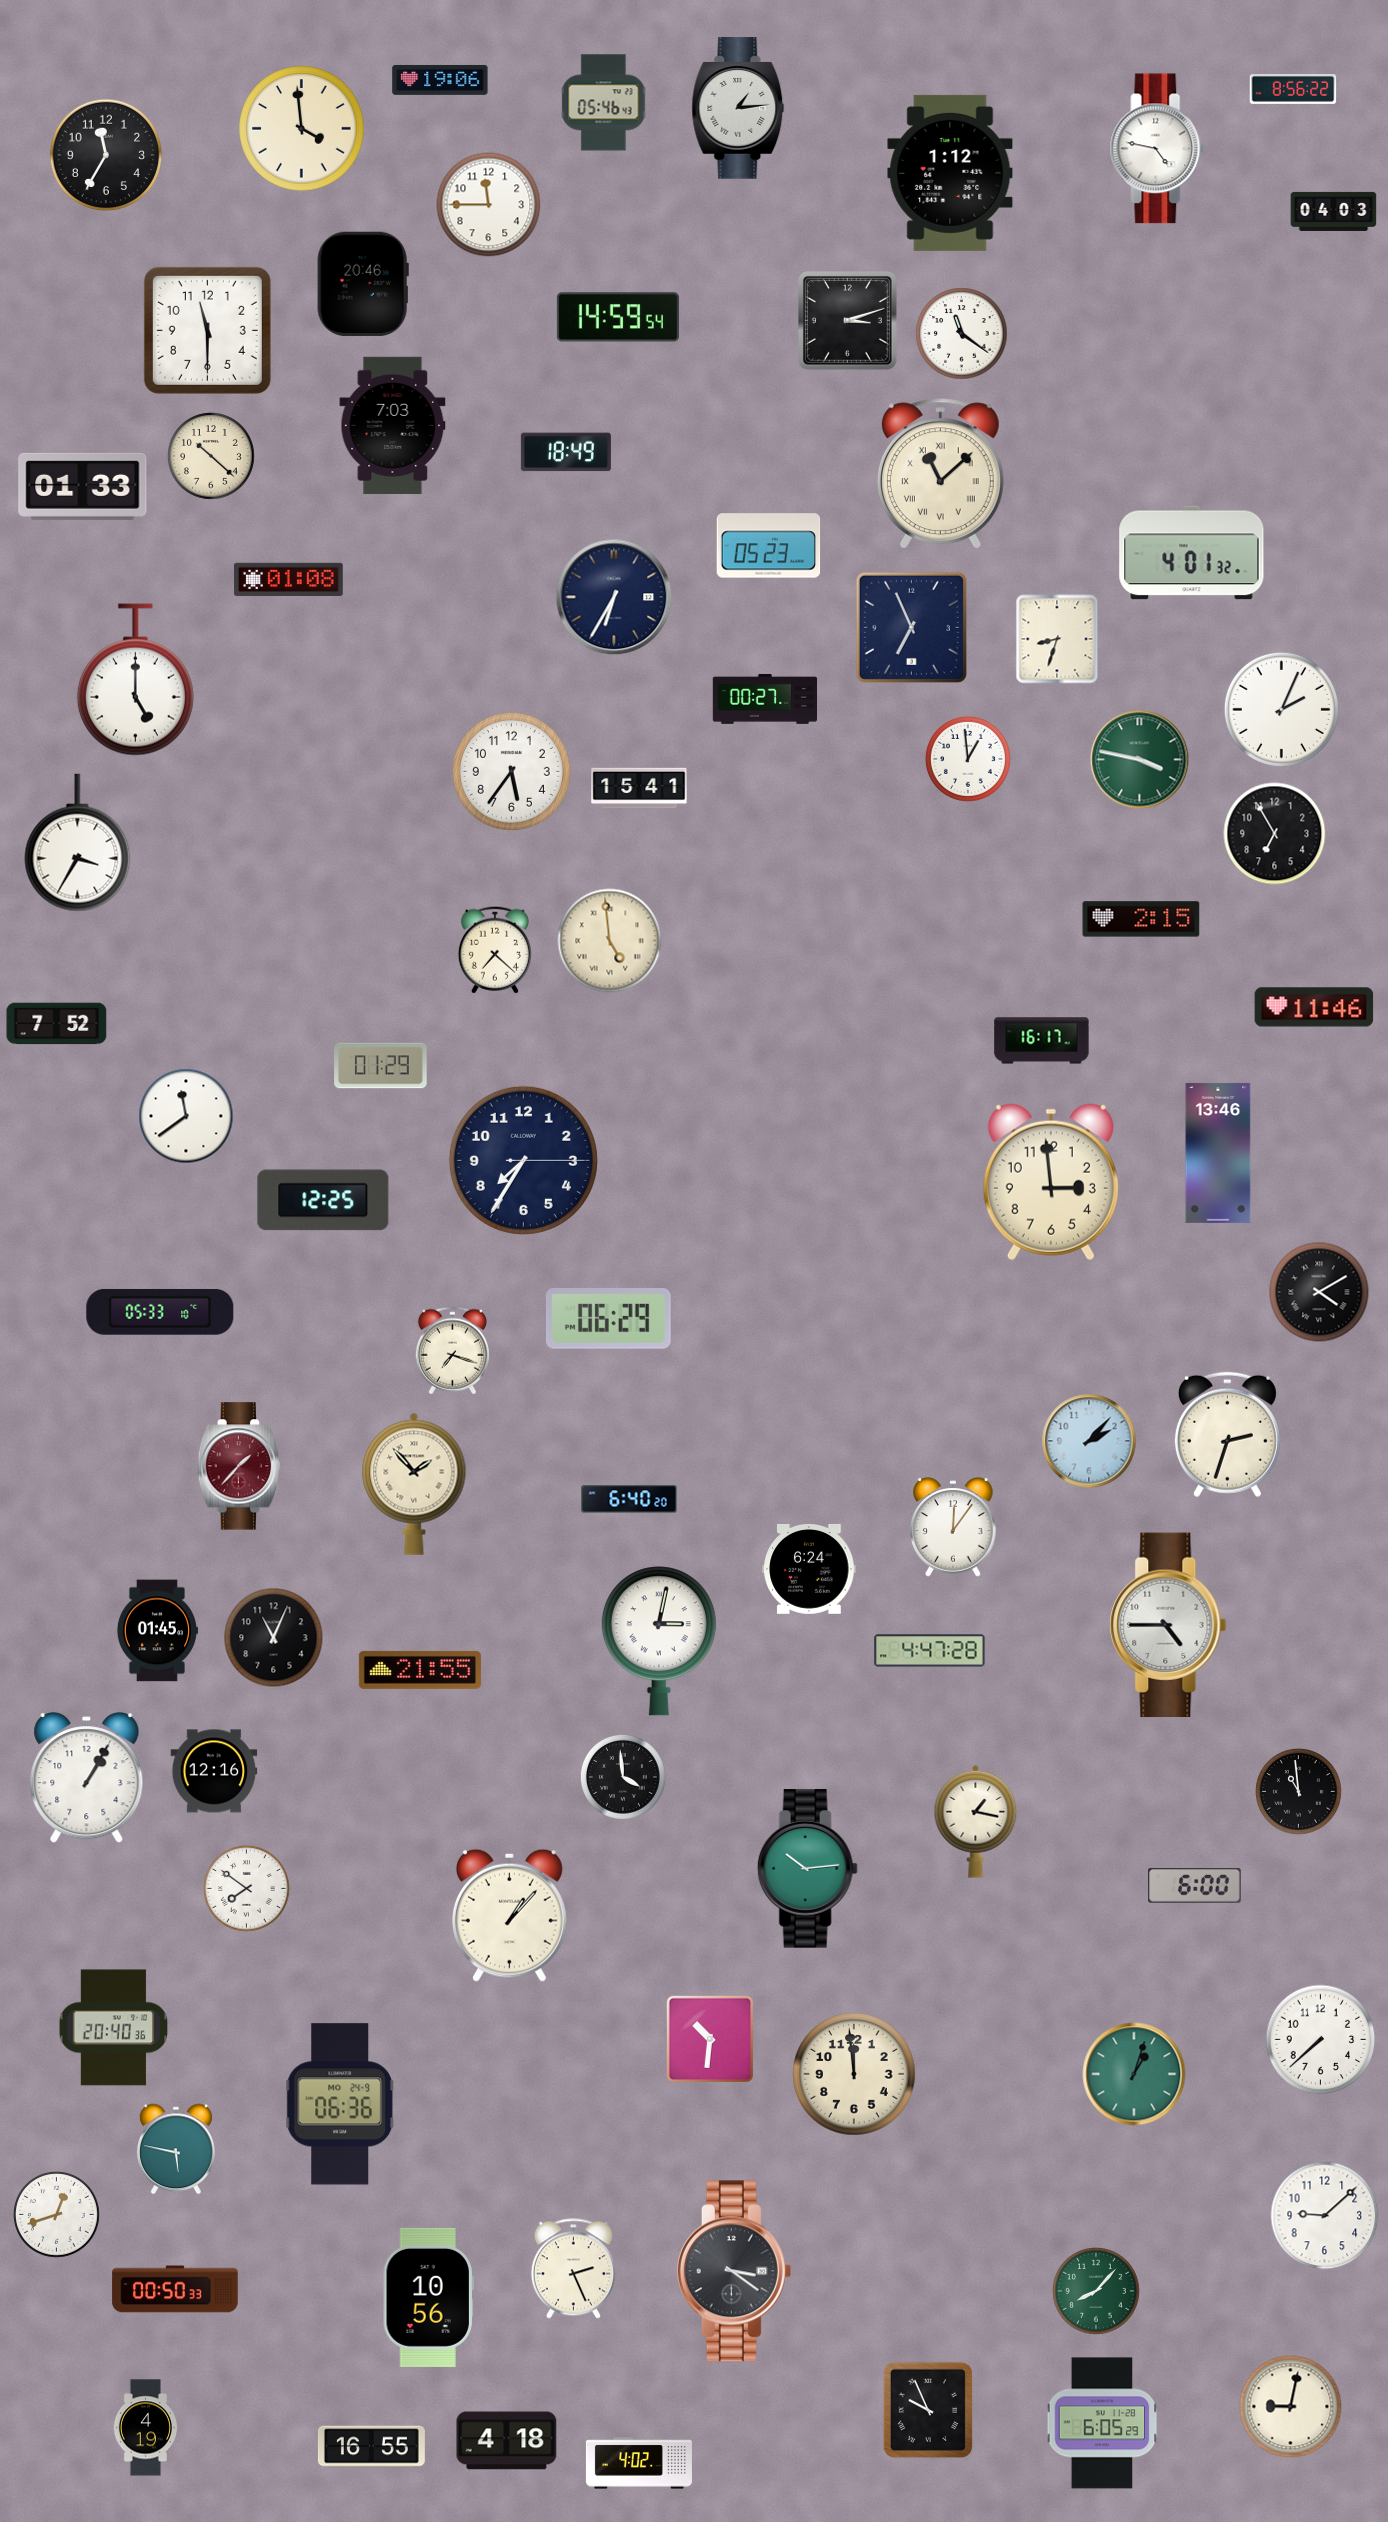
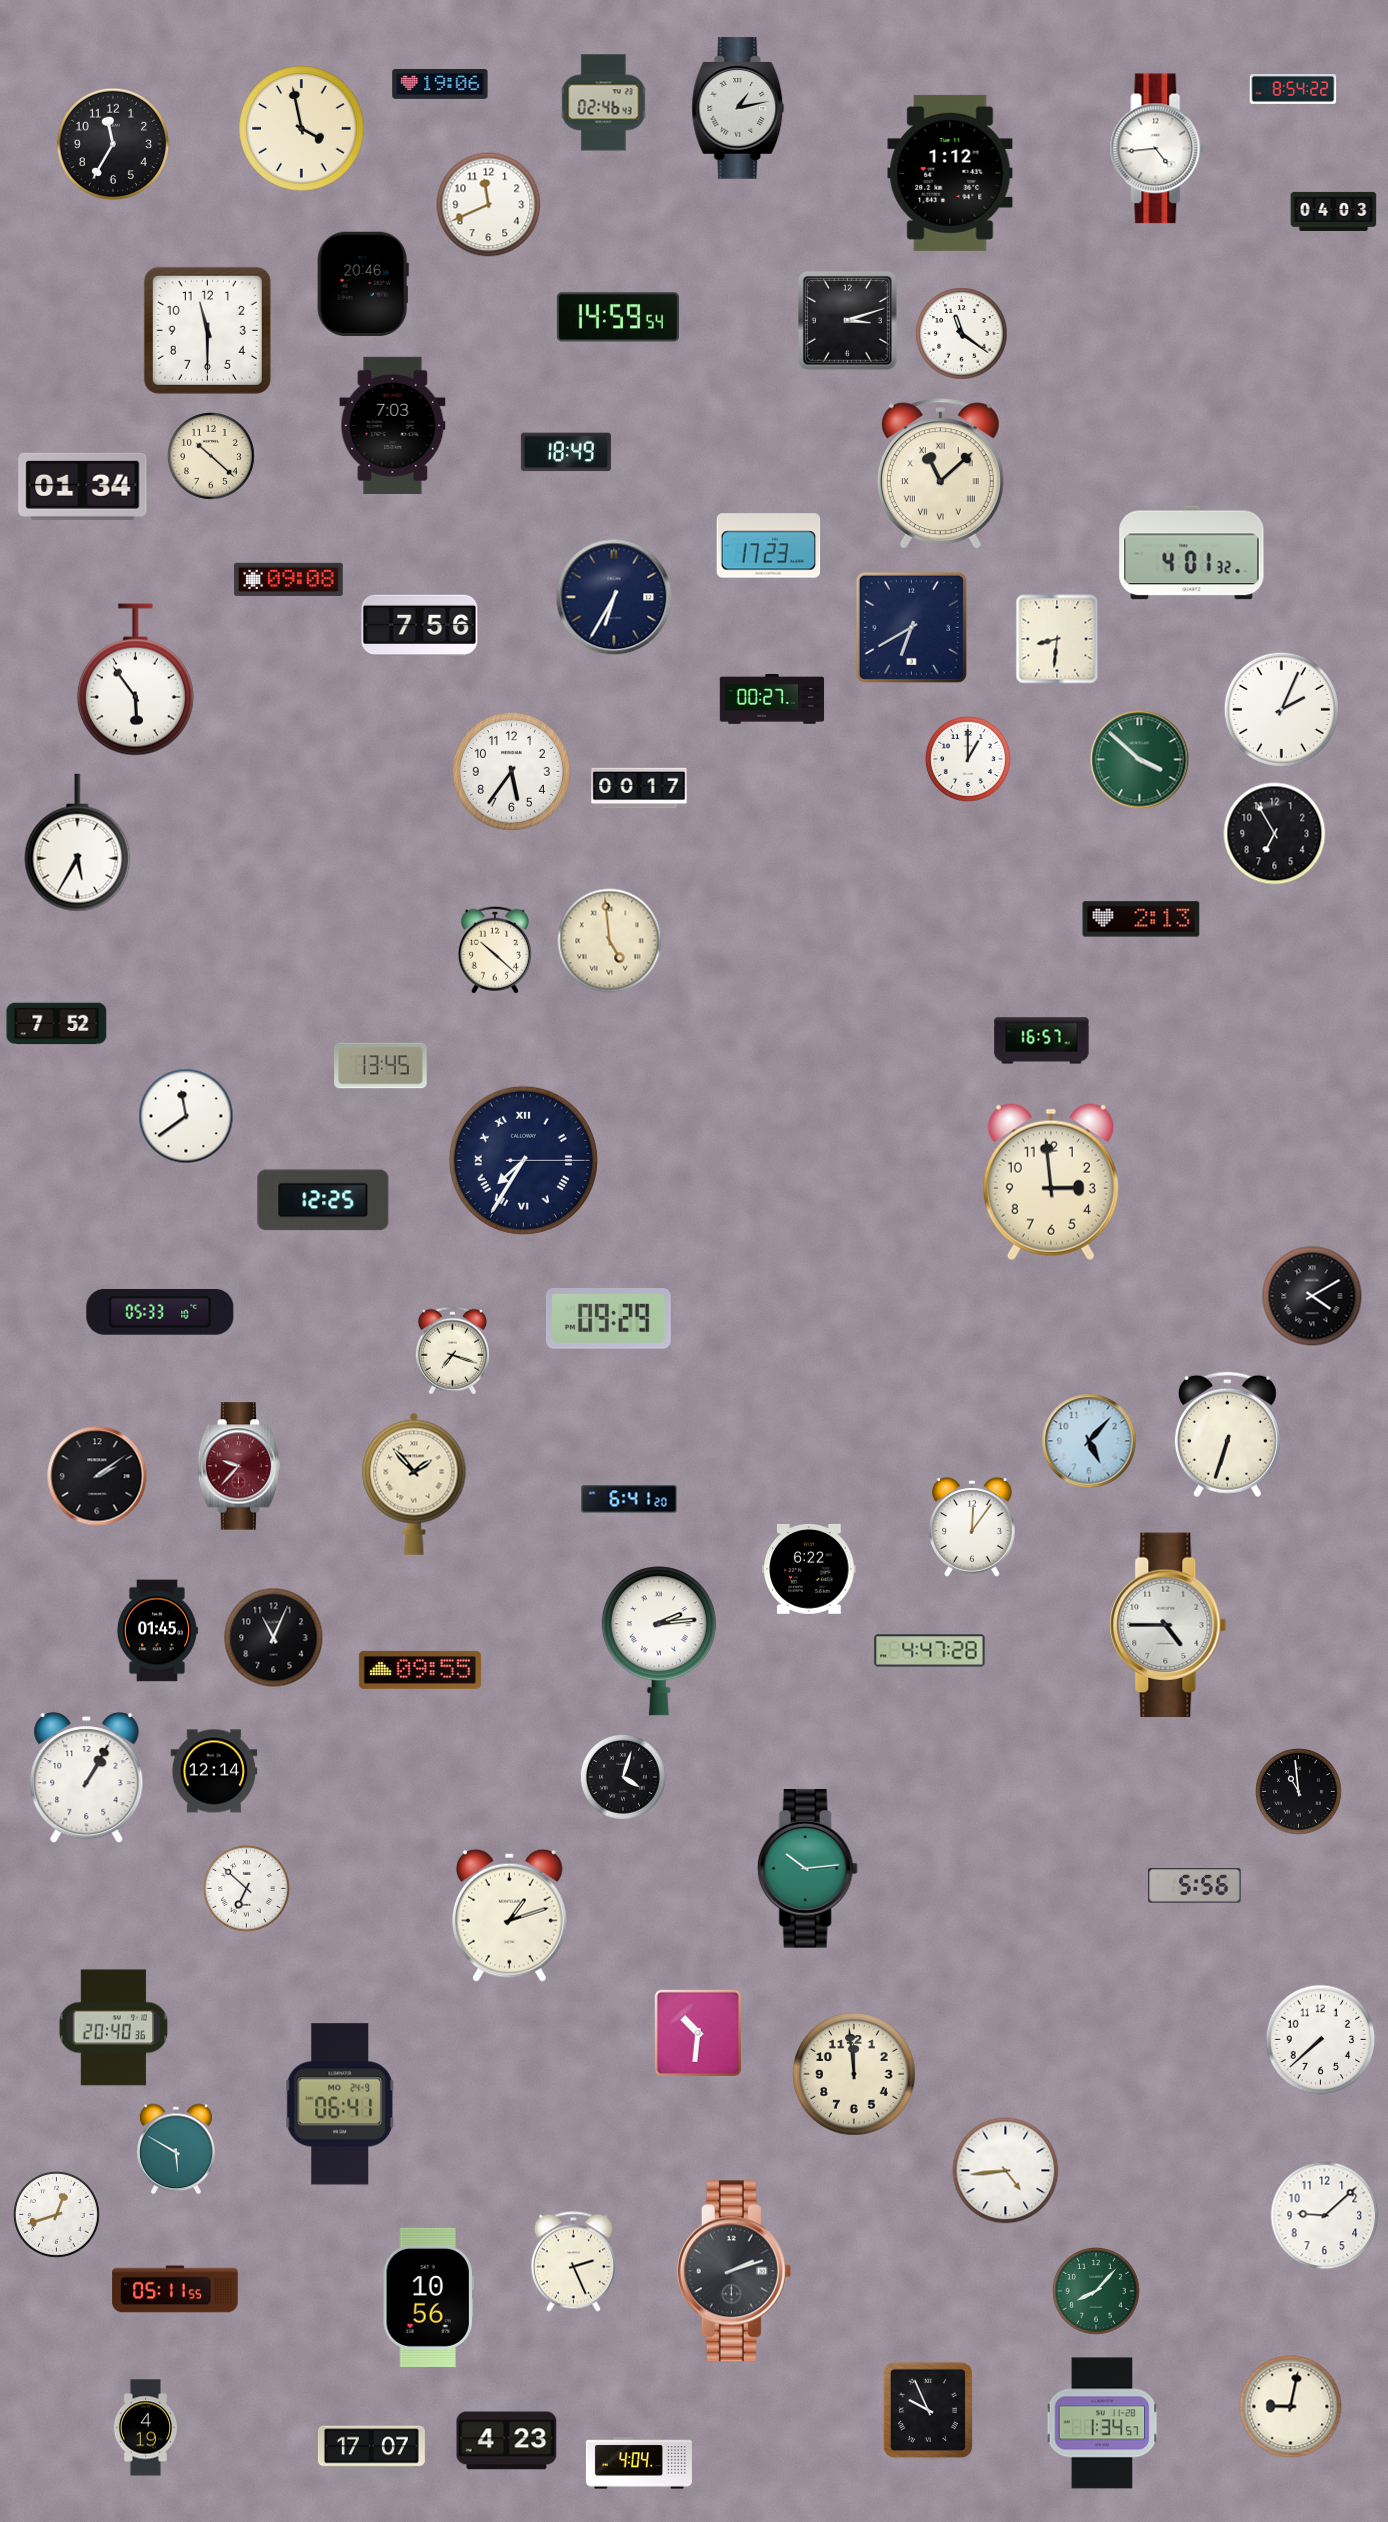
clock at (440, 80) position: (440, 80) -> (440, 84)
clock at (1293, 90): 8:56 -> 8:54
clock at (604, 103): 05:46 -> 02:46
clock at (738, 108): 1:14 -> 1:13
clock at (302, 129): 3:59 -> 3:58
clock at (1158, 149): 4:47 -> 4:44
clock at (106, 155) position: (106, 155) -> (113, 144)
clock at (489, 205): 11:45 -> 11:41
clock at (83, 486): 01:33 -> 01:34
clock at (769, 546): 05:23 -> 17:23
clock at (289, 579): 01:08 -> 09:08
clock at (420, 625): none -> 7:56
clock at (911, 627): 6:56 -> 6:40
clock at (1057, 639): 8:33 -> 8:31
clock at (135, 680): 5:00 -> 5:54
clock at (765, 699) position: (765, 699) -> (772, 699)
clock at (968, 759): 12:59 -> 1:00
clock at (1140, 760): 3:47 -> 3:52
clock at (639, 788): 15:41 -> 00:17
clock at (78, 843): 3:35 -> 5:35
clock at (1141, 919): 2:15 -> 2:13
clock at (495, 950): 7:22 -> 10:22
clock at (1314, 1007): 11:46 -> none
clock at (1042, 1041): 16:17 -> 16:57
clock at (381, 1066): 01:29 -> 13:45
clock at (1218, 1153): 13:46 -> none
clock at (523, 1160) numerals: Arabic -> Roman
clock at (1319, 1292) position: (1319, 1292) -> (1312, 1296)
clock at (608, 1319): 06:29 -> 09:29
clock at (1227, 1435): 2:33 -> 6:33
clock at (1089, 1441): 2:07 -> 5:07
clock at (239, 1466): 1:37 -> 9:37
clock at (97, 1476): none -> 2:09
clock at (629, 1499): 6:40 -> 6:41
clock at (953, 1527) position: (953, 1527) -> (972, 1527)
clock at (809, 1569): 6:24 -> 6:22
clock at (659, 1641): 3:02 -> 2:14
clock at (420, 1670): 21:55 -> 09:55
clock at (214, 1771): 12:16 -> 12:14
clock at (623, 1777): 3:59 -> 4:03
clock at (976, 1821): 1:17 -> none
clock at (1195, 1886): 6:00 -> 5:56
clock at (246, 1888): 7:51 -> 6:52
clock at (509, 1915): 1:07 -> 1:12
clock at (709, 2038) position: (709, 2038) -> (697, 2032)
clock at (1134, 2074): 1:03 -> none
clock at (340, 2104): 06:36 -> 06:41
clock at (176, 2149): 5:47 -> 5:50
clock at (1006, 2171): none -> 4:44
clock at (573, 2269) position: (573, 2269) -> (573, 2262)
clock at (734, 2271): 3:21 -> 2:12
clock at (175, 2289): 00:50 -> 05:11
clock at (1102, 2423): 6:05 -> 1:34
clock at (507, 2441): 4:18 -> 4:23
clock at (371, 2447): 16:55 -> 17:07
clock at (639, 2463): 4:02 -> 4:04
